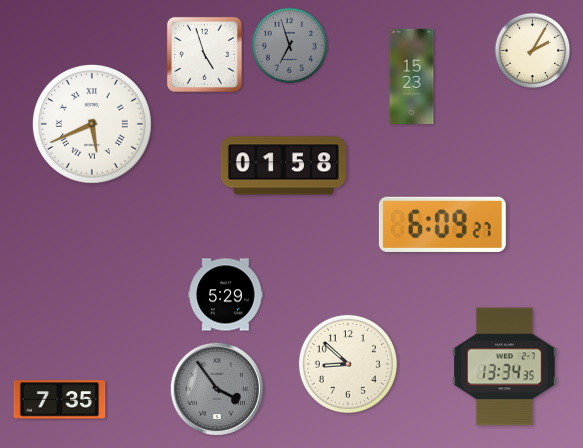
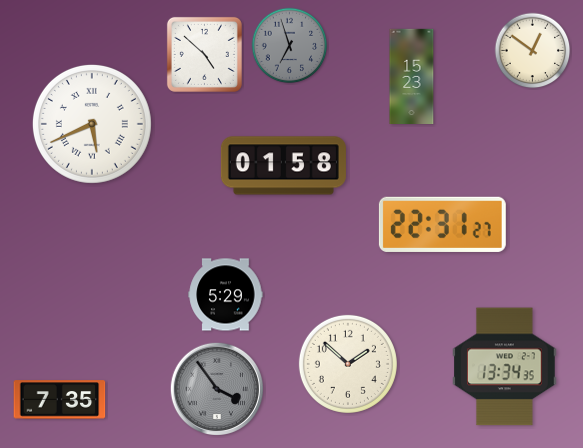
clock at (533, 51): 2:05 -> 12:51
clock at (204, 54): 4:57 -> 4:52
clock at (442, 224): 6:09 -> 22:31
clock at (348, 364): 8:52 -> 1:52
